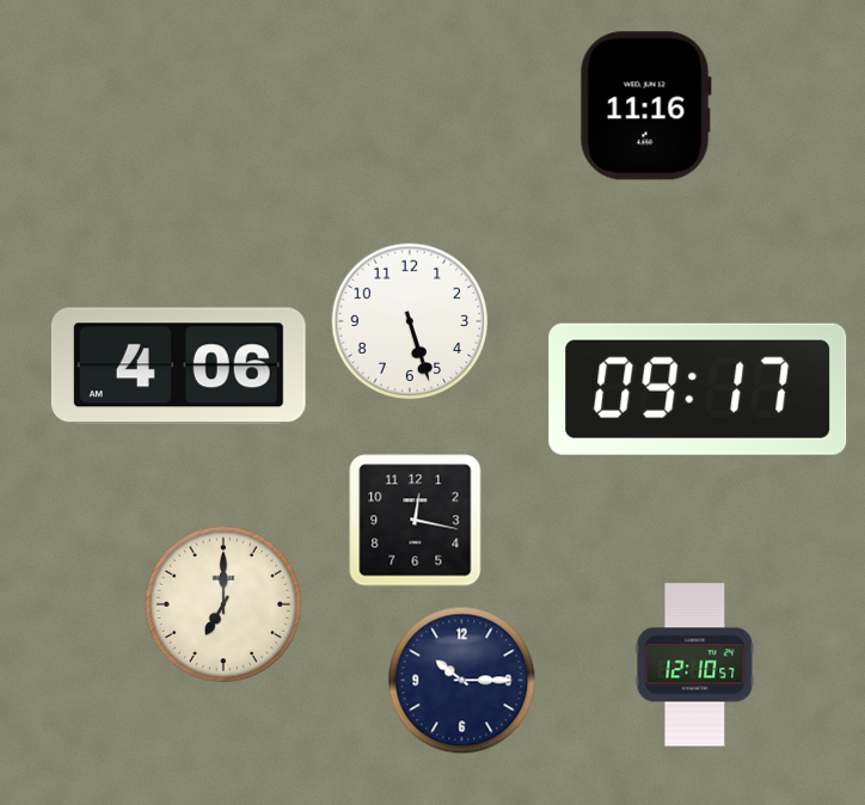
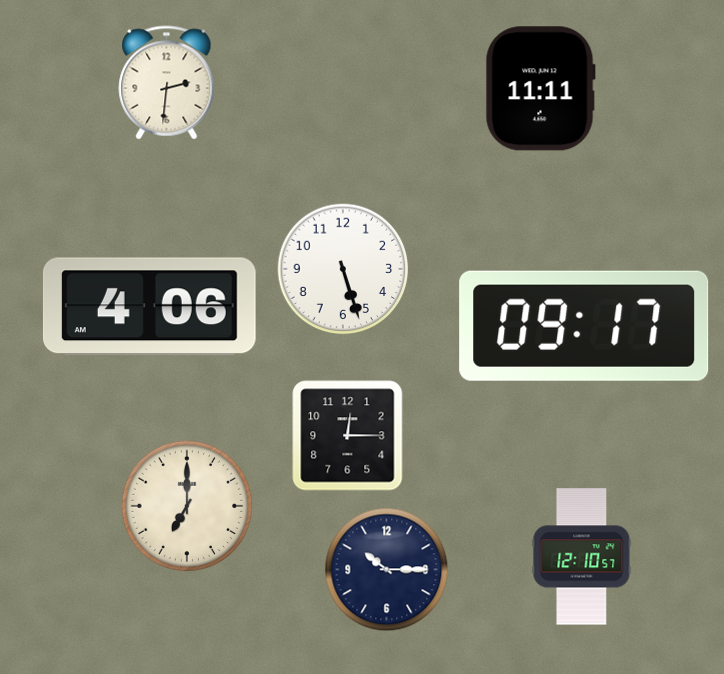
clock at (167, 83): none -> 2:31
clock at (645, 106): 11:16 -> 11:11
clock at (416, 521): 12:17 -> 12:15
